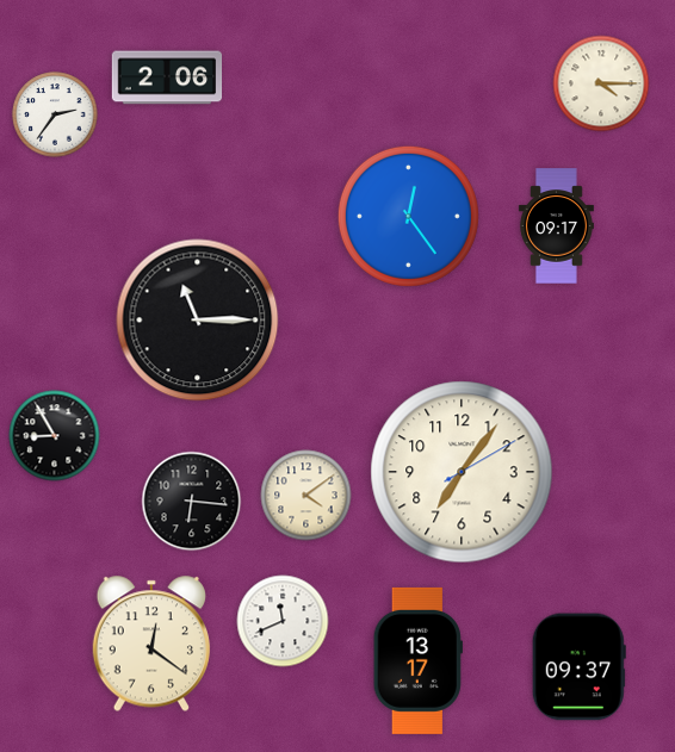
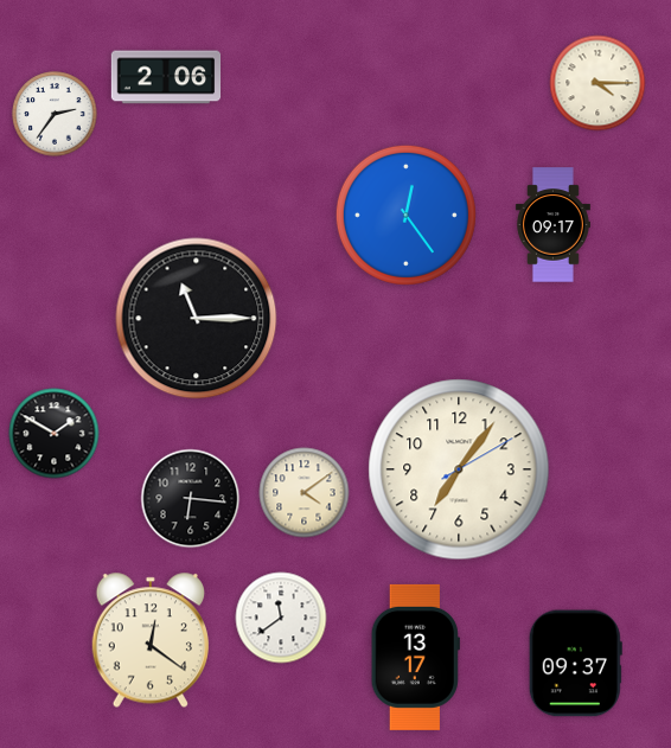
clock at (55, 436): 8:55 -> 1:50
clock at (283, 621): 11:41 -> 11:39
